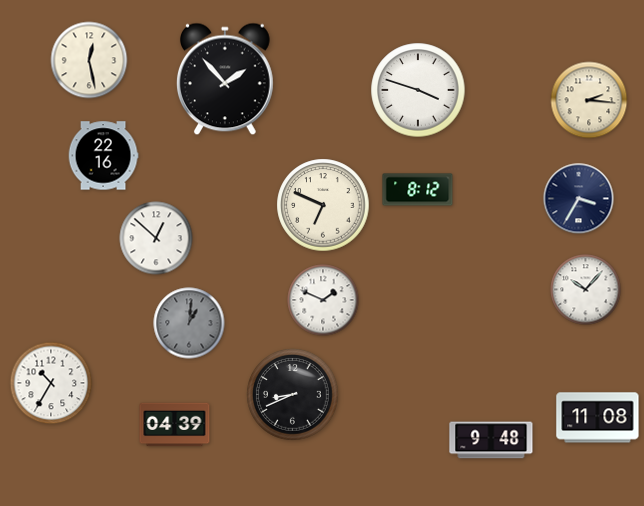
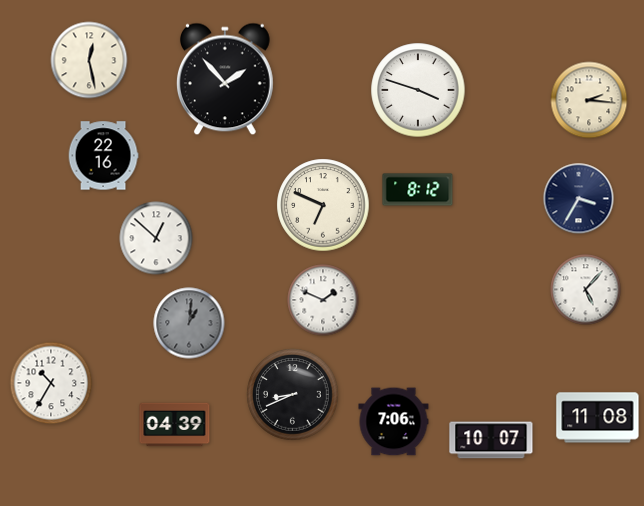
clock at (586, 290): 10:07 -> 5:07
clock at (394, 422): none -> 7:06
clock at (491, 440): 9:48 -> 10:07
